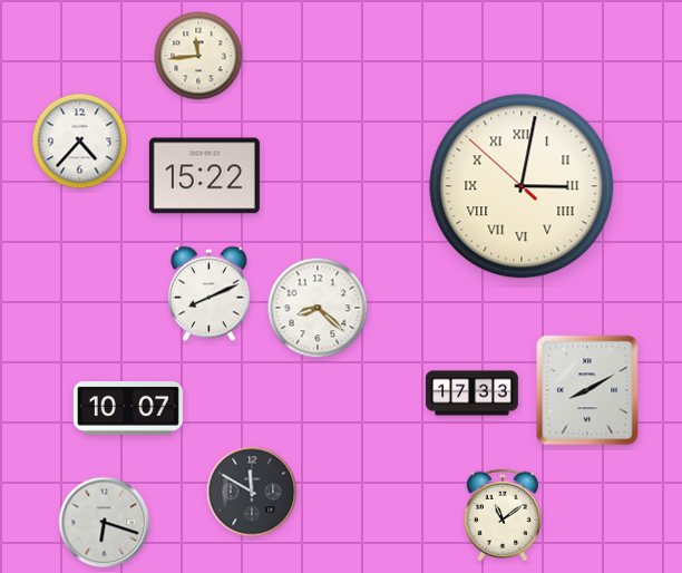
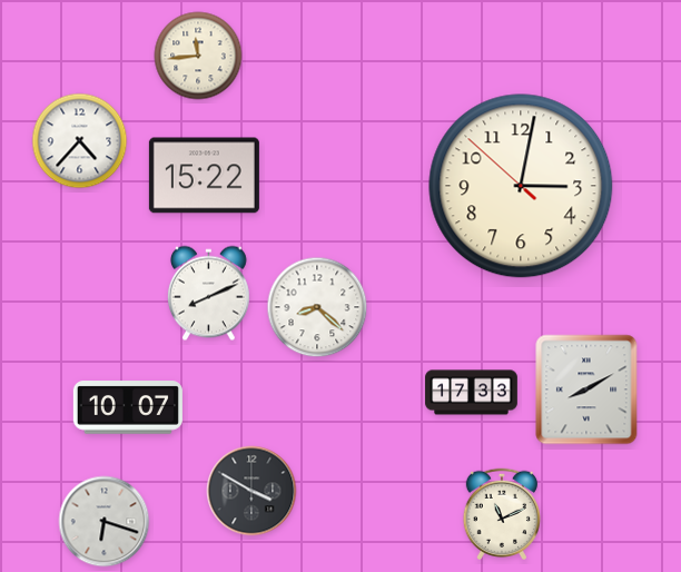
clock at (522, 186) numerals: Roman -> Arabic
clock at (252, 492): 11:50 -> 3:50
clock at (501, 515): 11:09 -> 11:11
